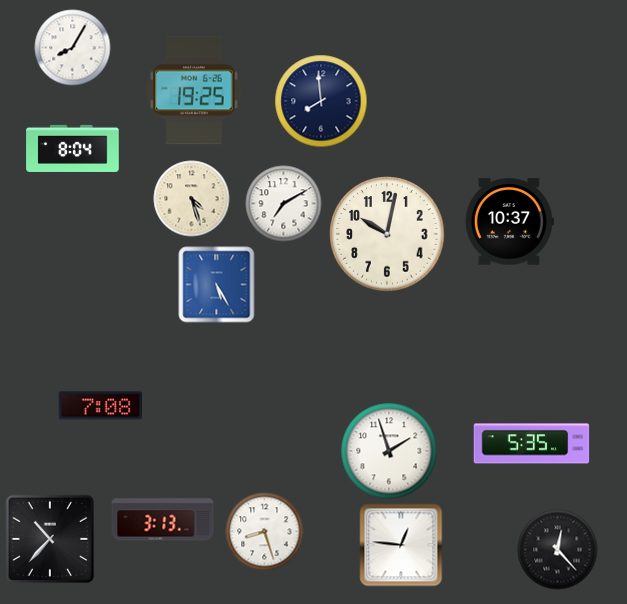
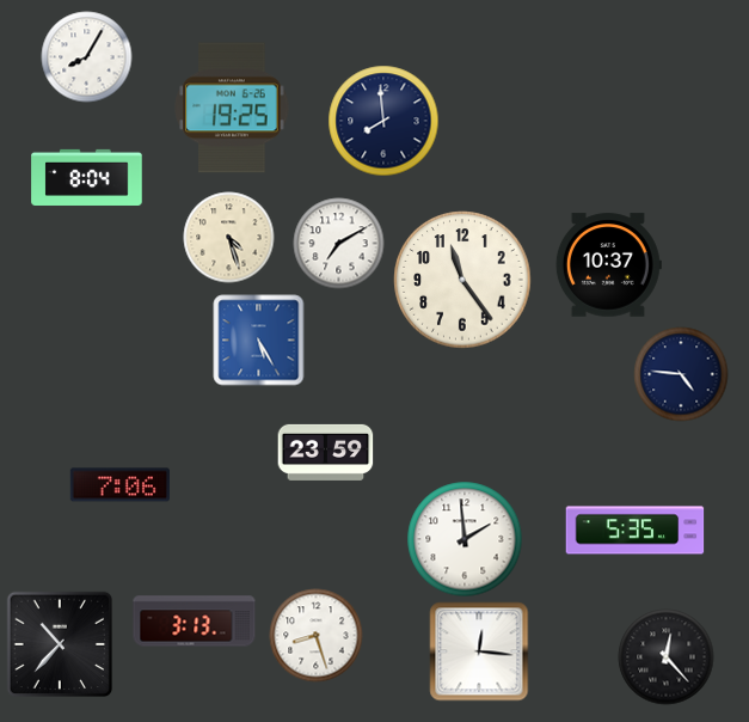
clock at (387, 234): 10:02 -> 11:24
clock at (681, 374): none -> 4:46
clock at (326, 452): none -> 23:59
clock at (100, 406): 7:08 -> 7:06
clock at (389, 451): 1:57 -> 1:59
clock at (401, 545): 12:46 -> 12:16
